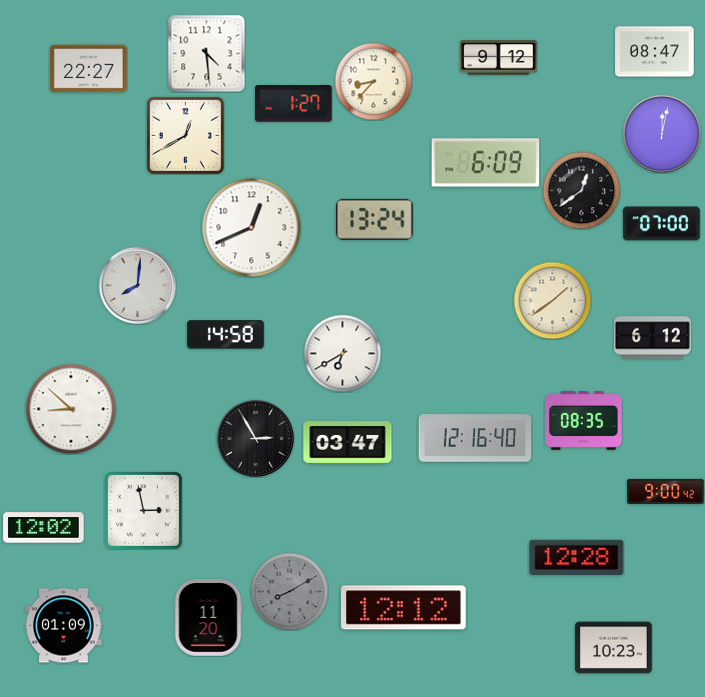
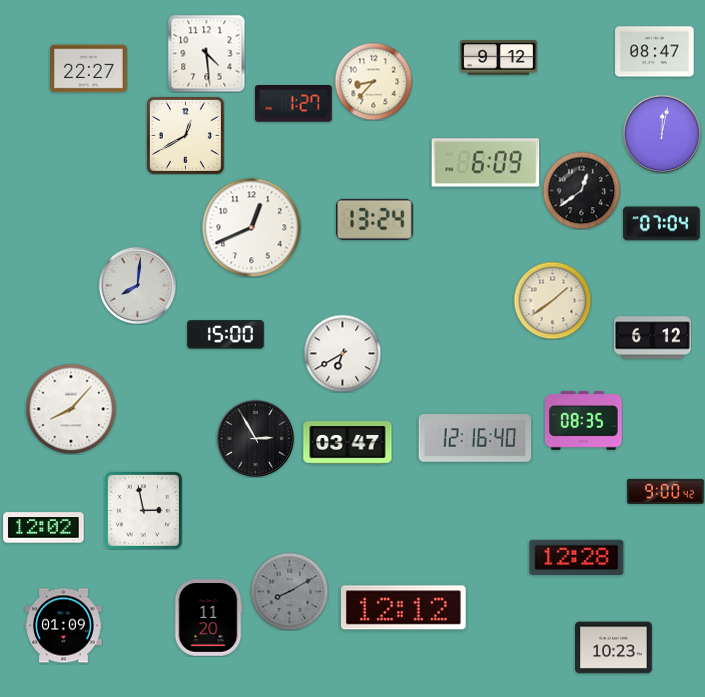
clock at (662, 224): 07:00 -> 07:04
clock at (226, 335): 14:58 -> 15:00
clock at (71, 409): 8:52 -> 8:07
